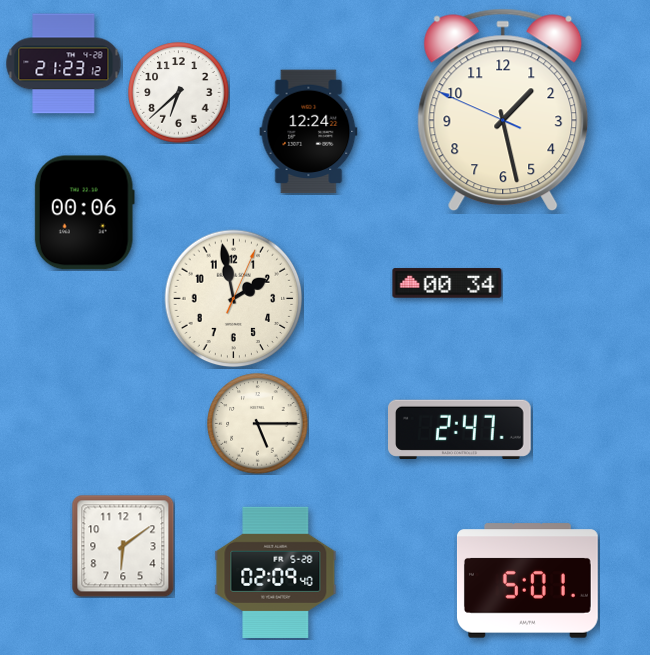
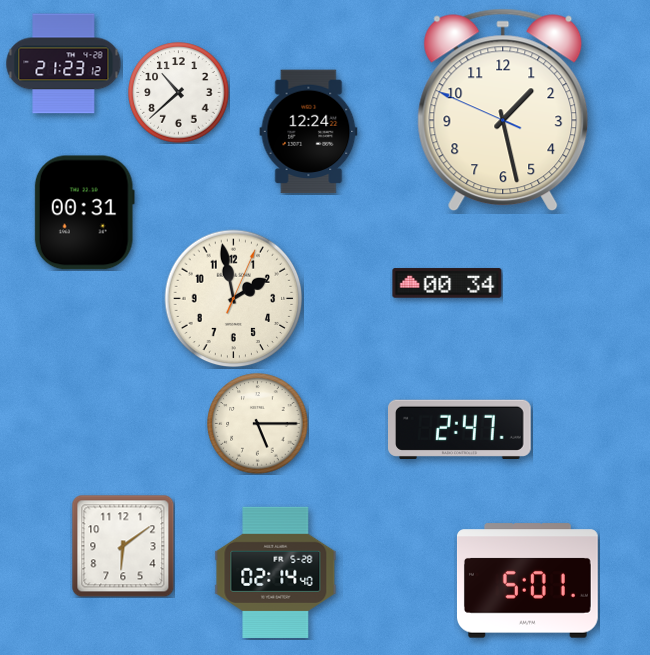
clock at (179, 93): 6:38 -> 10:38
clock at (84, 213): 00:06 -> 00:31
clock at (276, 572): 02:09 -> 02:14
